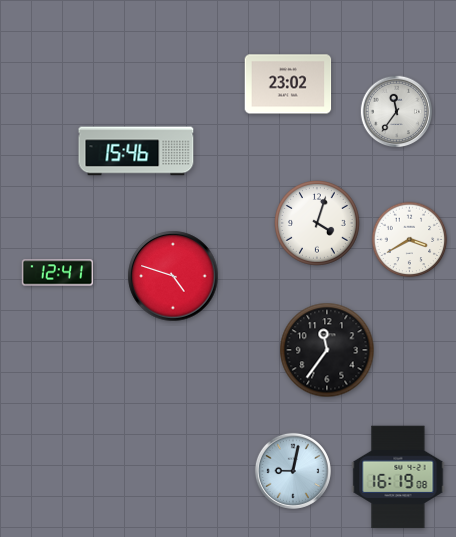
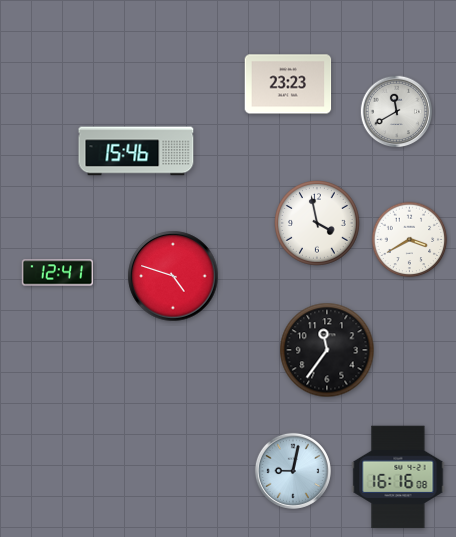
clock at (288, 84): 23:02 -> 23:23
clock at (397, 112): 11:36 -> 11:40
clock at (318, 224): 4:03 -> 3:58
clock at (398, 477): 16:19 -> 16:16
